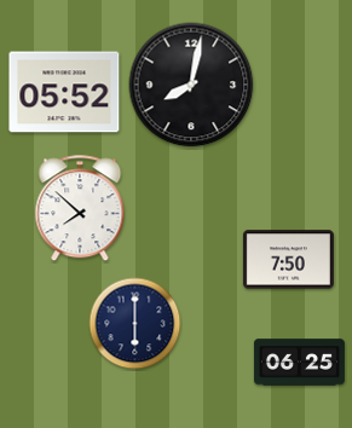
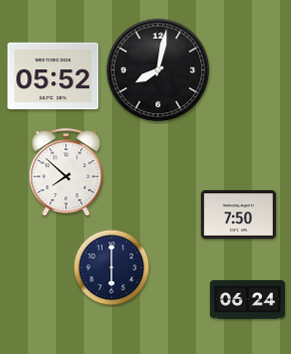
clock at (299, 363): 06:25 -> 06:24
